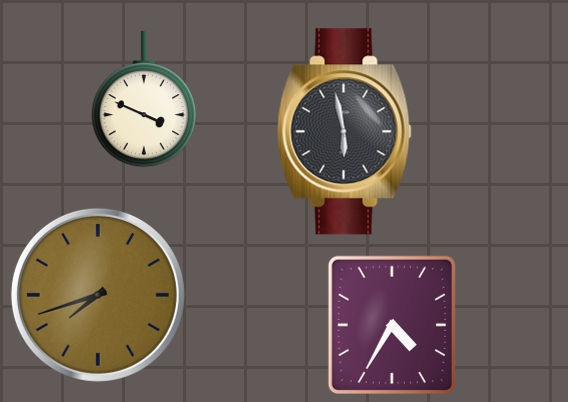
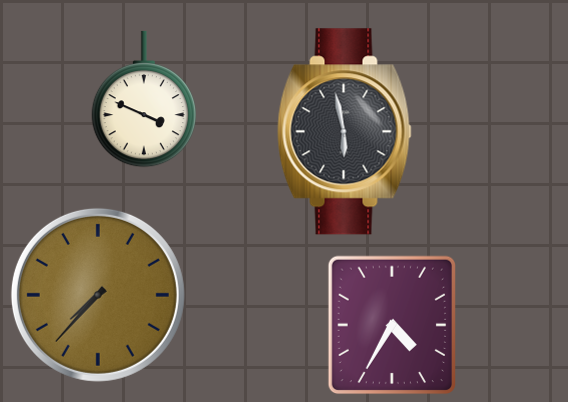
clock at (98, 295): 7:42 -> 7:37
